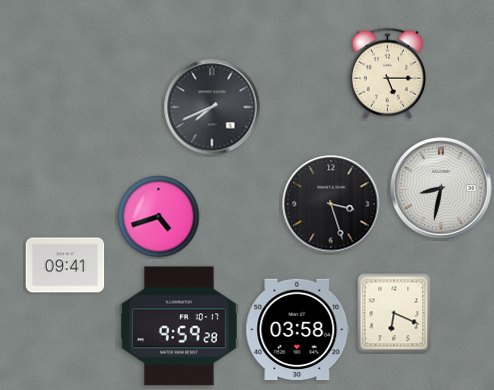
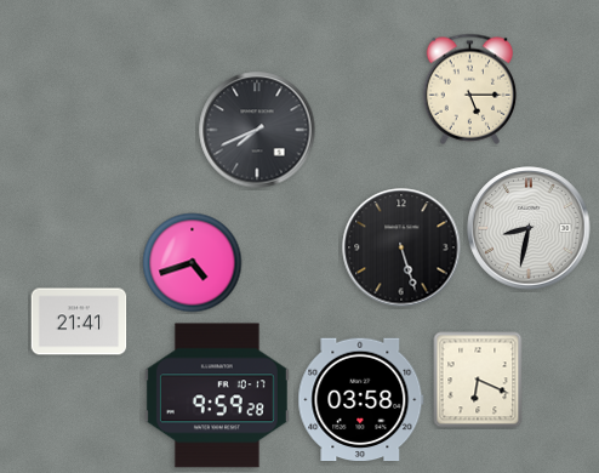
clock at (441, 188) position: (441, 188) -> (529, 228)
clock at (331, 204): 3:27 -> 5:27
clock at (65, 265): 09:41 -> 21:41
